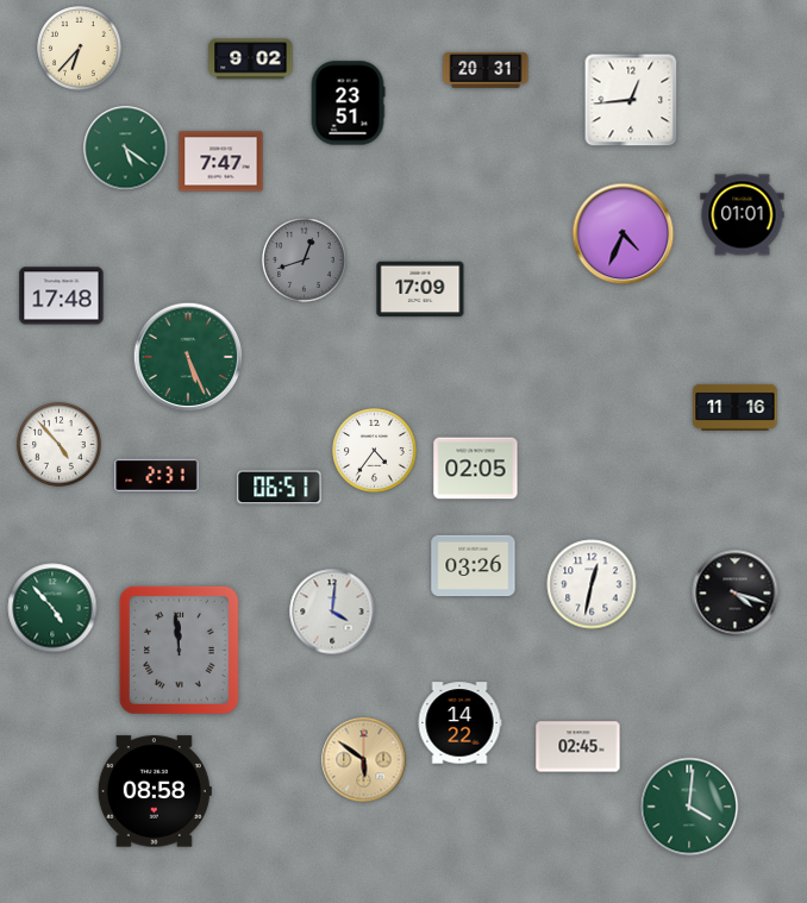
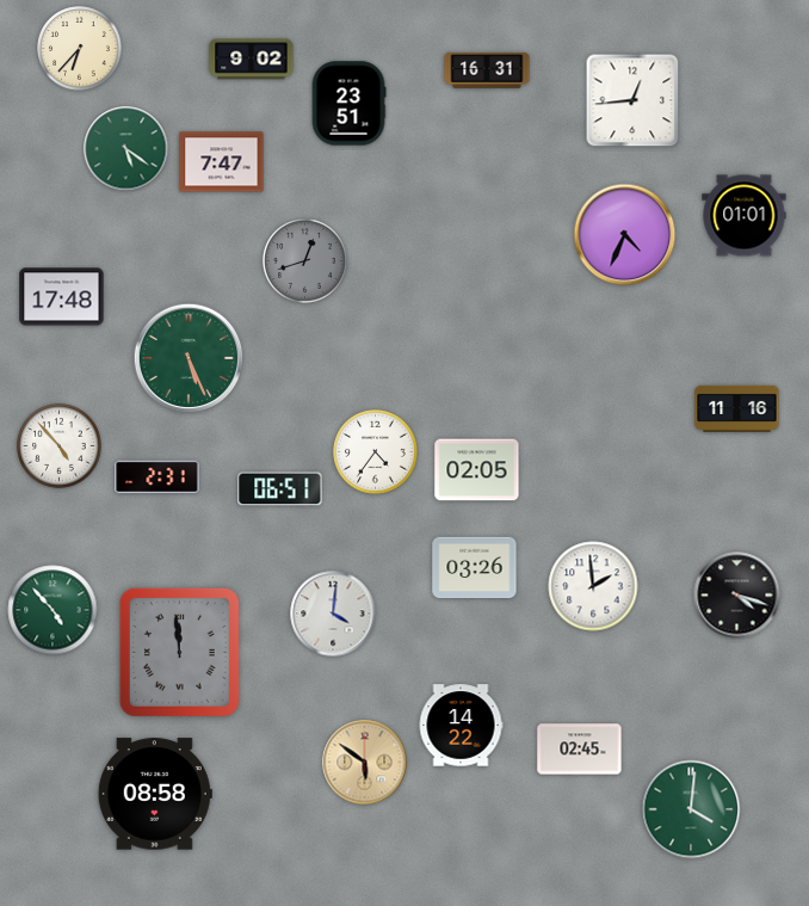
clock at (486, 70): 20:31 -> 16:31
clock at (420, 289): 17:09 -> none
clock at (592, 584): 12:32 -> 1:59
